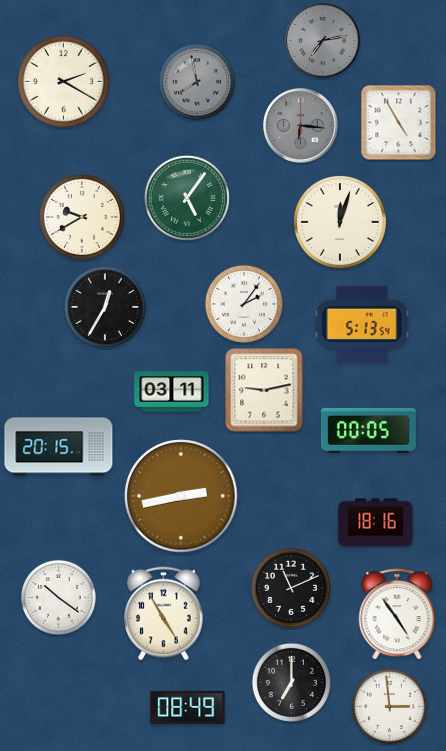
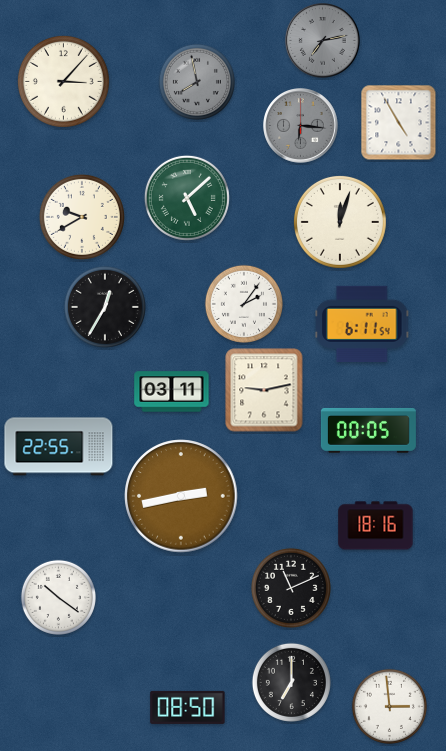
clock at (63, 81): 2:20 -> 3:07
clock at (187, 198): 5:06 -> 5:08
clock at (362, 324): 5:13 -> 6:11
clock at (59, 447): 20:15 -> 22:55
clock at (376, 523) position: (376, 523) -> (376, 526)
clock at (164, 614): 4:55 -> none
clock at (397, 614): 4:54 -> none
clock at (188, 707): 08:49 -> 08:50
